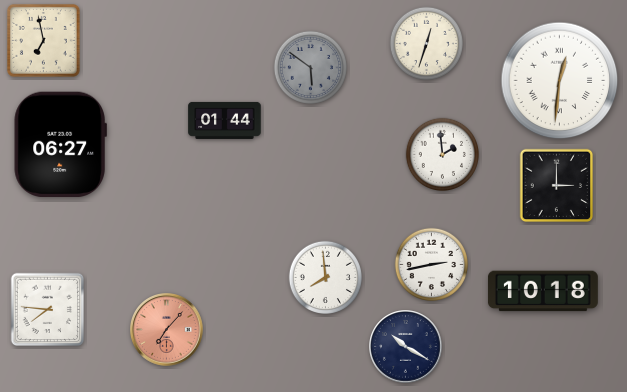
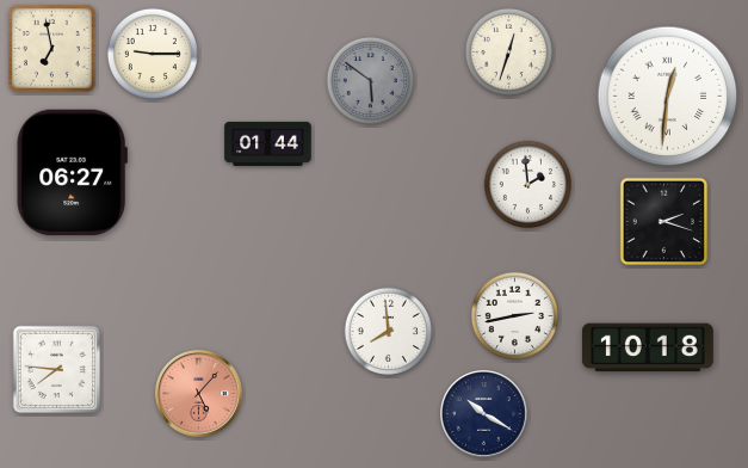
clock at (153, 54): none -> 9:15
clock at (557, 186): 3:00 -> 2:18
clock at (167, 330): 7:07 -> 5:07
